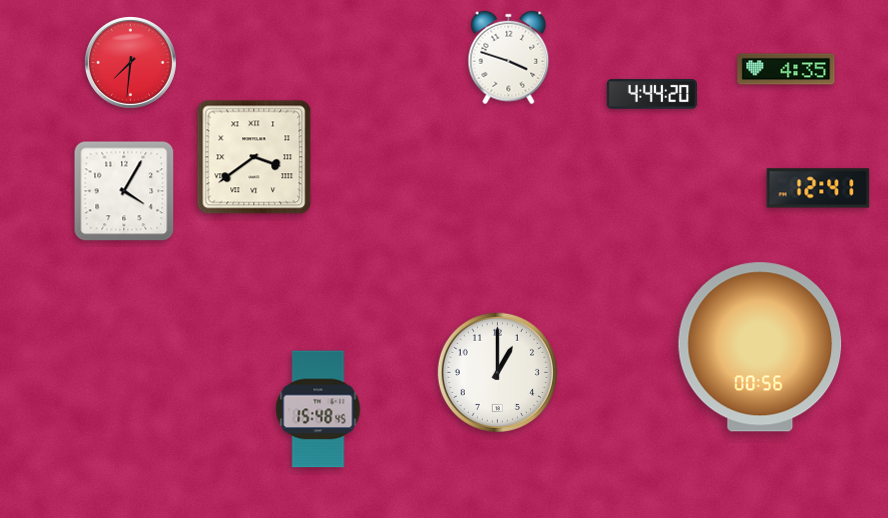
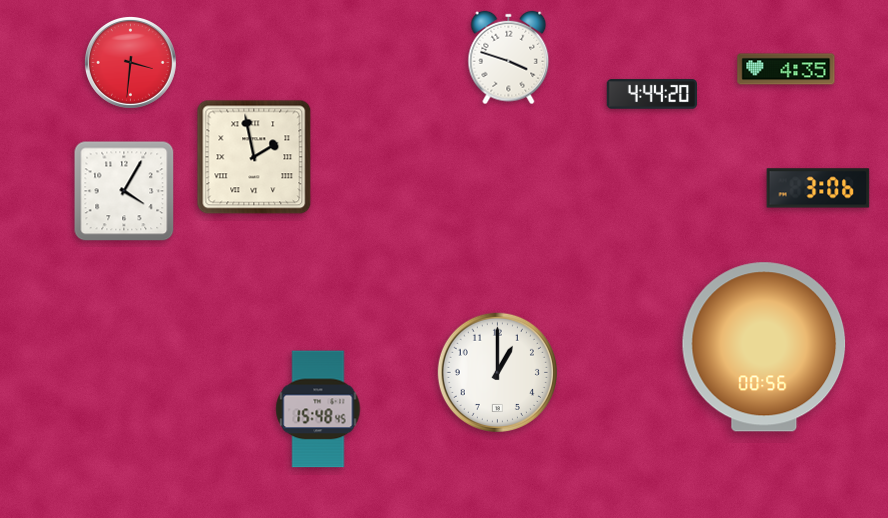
clock at (130, 62): 7:31 -> 3:31
clock at (254, 157): 3:39 -> 1:58
clock at (818, 188): 12:41 -> 3:06
clock at (760, 347) position: (760, 347) -> (764, 347)
